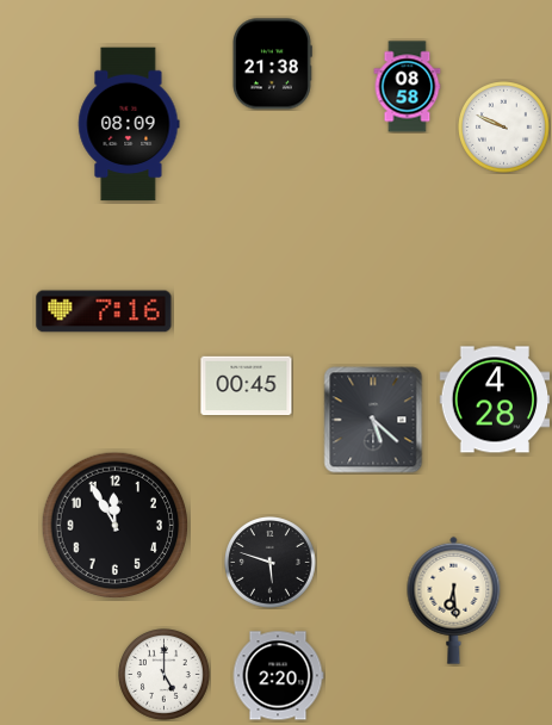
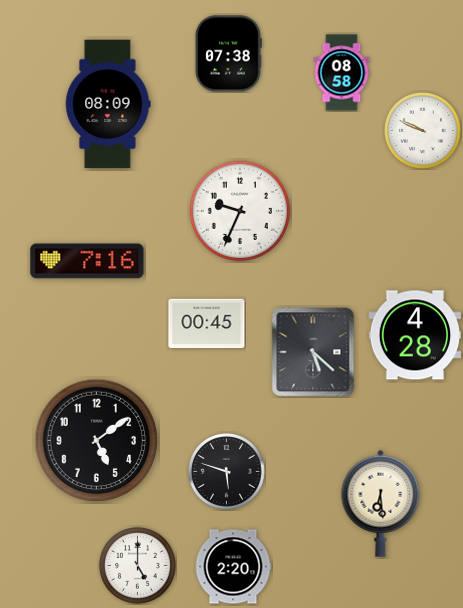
clock at (272, 64): 21:38 -> 07:38
clock at (504, 128) position: (504, 128) -> (423, 131)
clock at (240, 211): none -> 9:34
clock at (116, 526): 11:55 -> 5:09
